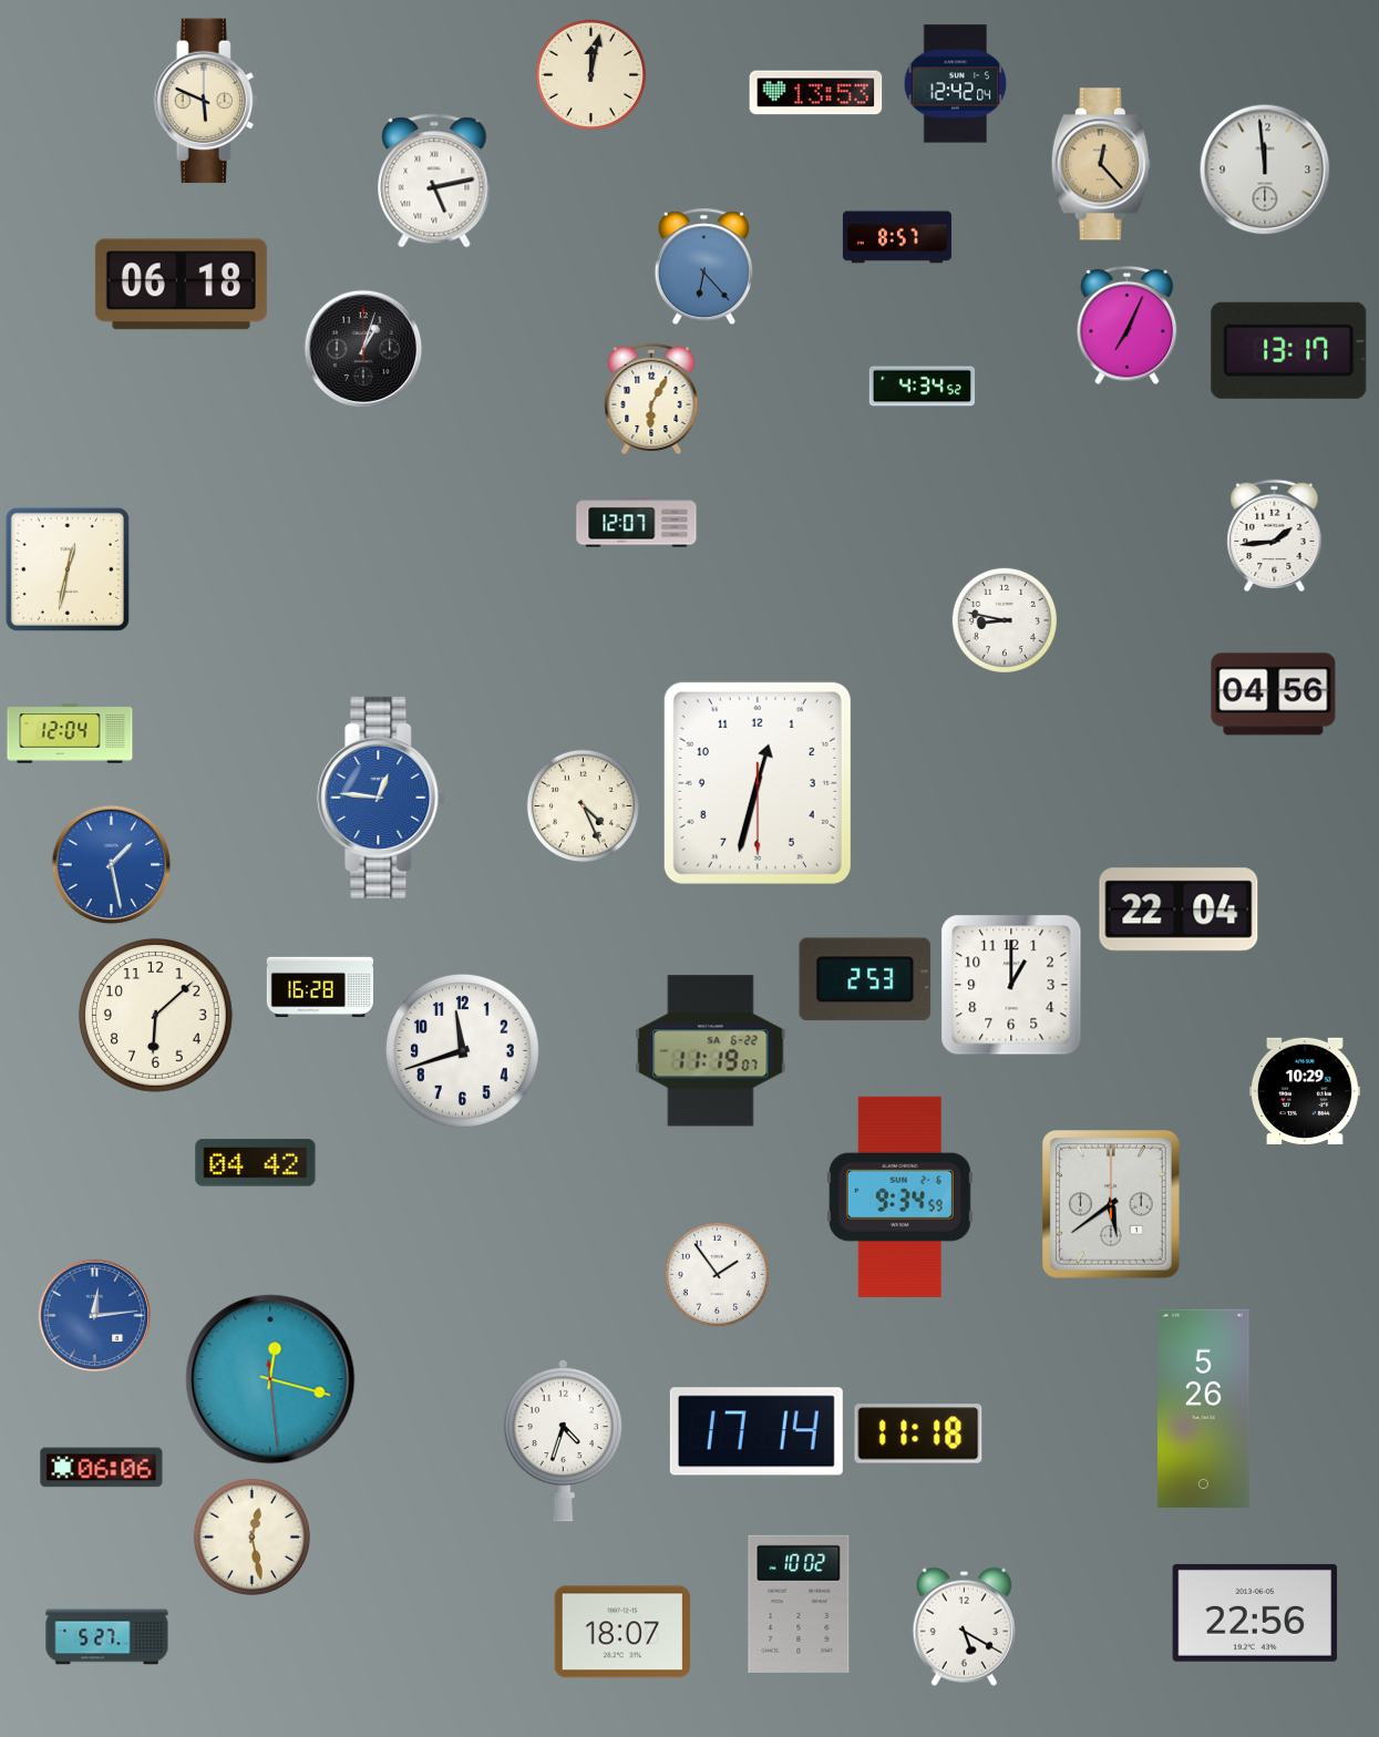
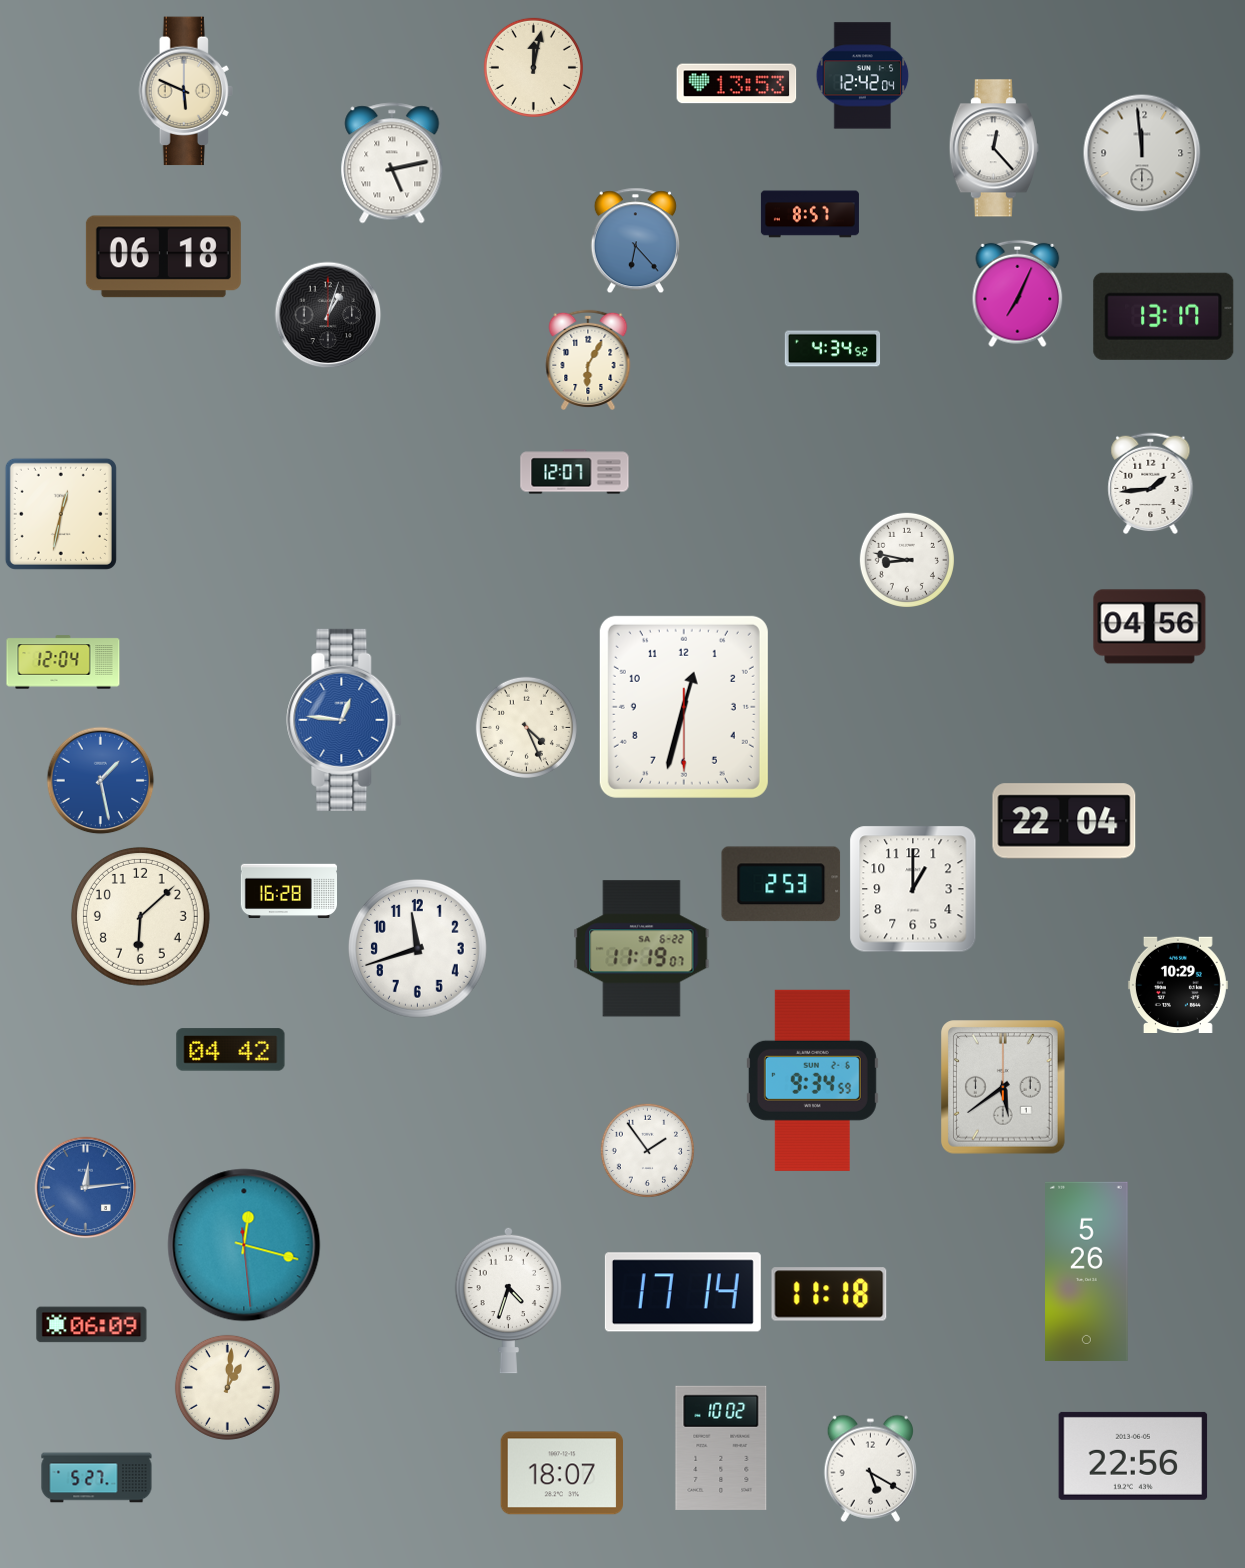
clock at (1101, 164) dial: champagne -> white
clock at (102, 1468): 06:06 -> 06:09
clock at (251, 1536): 12:28 -> 1:01
